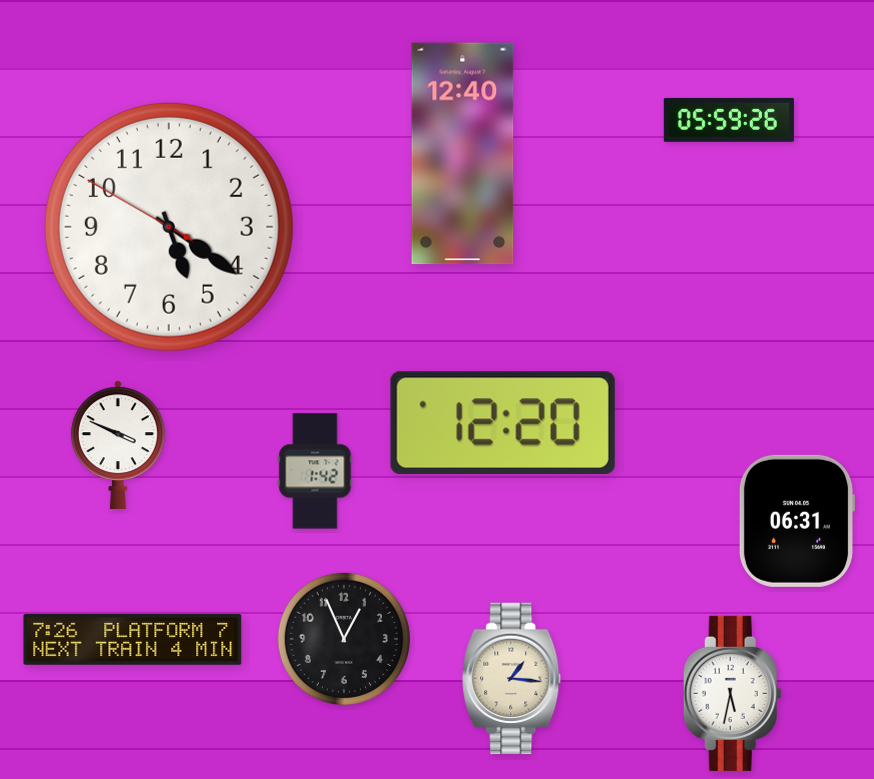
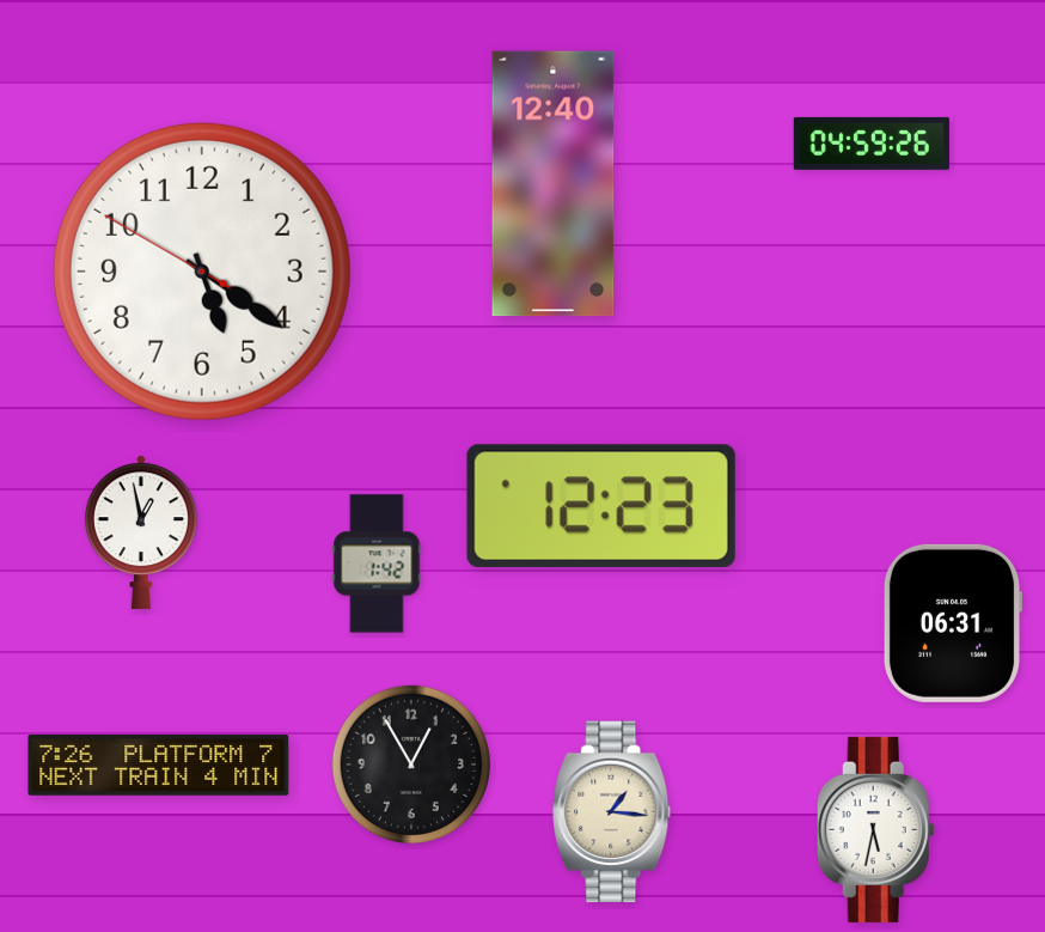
clock at (729, 120): 05:59 -> 04:59
clock at (503, 423): 12:20 -> 12:23
clock at (118, 445): 3:49 -> 12:58
clock at (344, 639): 12:56 -> 12:55
